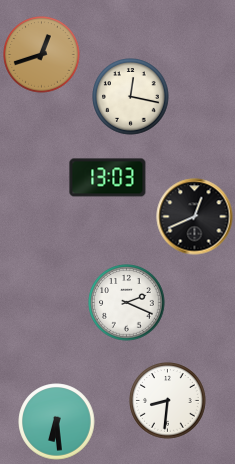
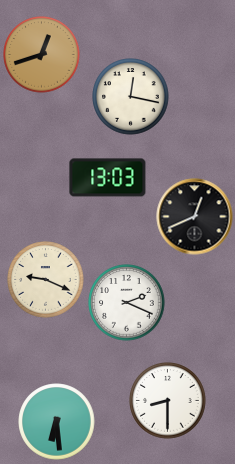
clock at (46, 280): none -> 9:19
clock at (168, 401): 8:31 -> 8:30
